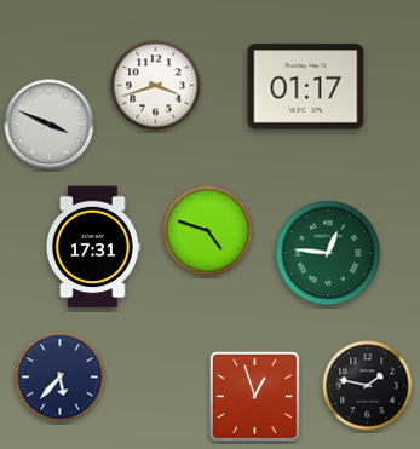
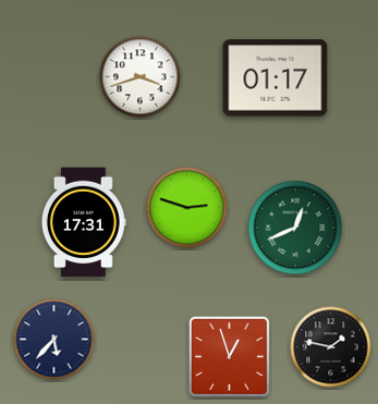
clock at (50, 125): 3:49 -> none
clock at (208, 231): 4:48 -> 2:48
clock at (328, 253): 12:46 -> 12:41
